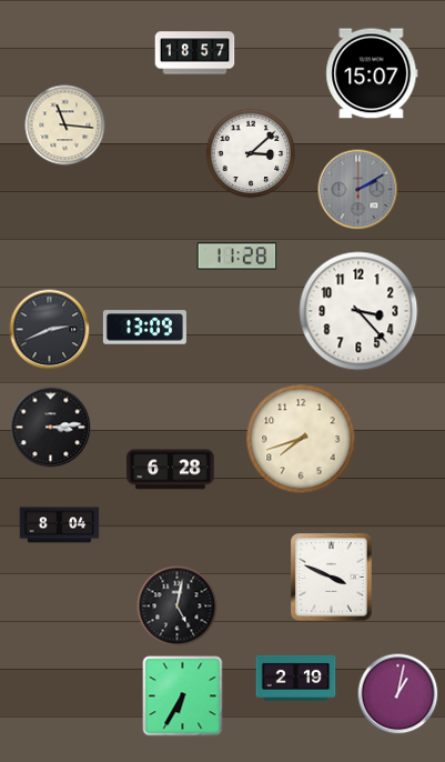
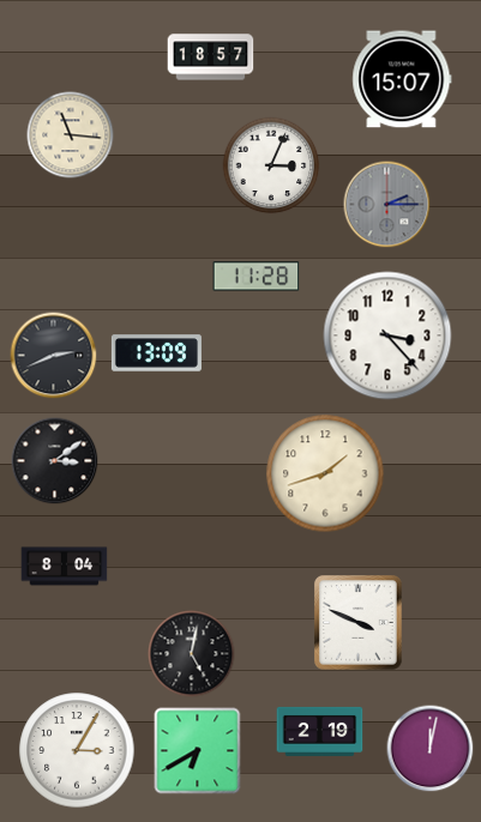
clock at (251, 153): 3:08 -> 3:04
clock at (358, 190): 2:10 -> 2:15
clock at (51, 428): 3:14 -> 3:09
clock at (301, 439): 7:42 -> 1:42
clock at (171, 470): 6:28 -> none
clock at (398, 694): 1:02 -> 12:02
clock at (77, 750): none -> 3:05
clock at (183, 696): 6:35 -> 6:40
